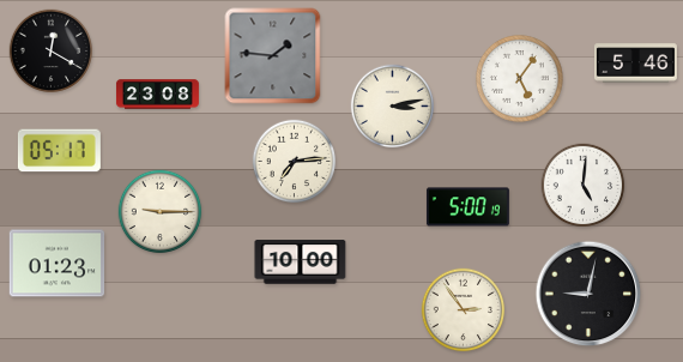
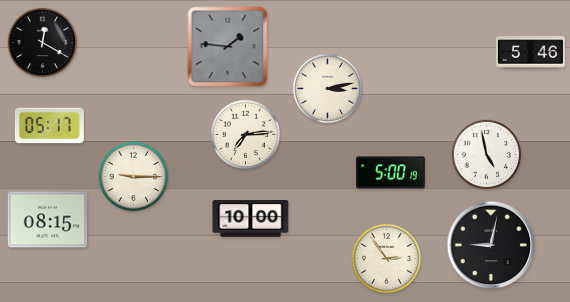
clock at (520, 78): 5:06 -> none
clock at (157, 95): 23:08 -> none
clock at (584, 186): 5:01 -> 4:58
clock at (58, 264): 01:23 -> 08:15
